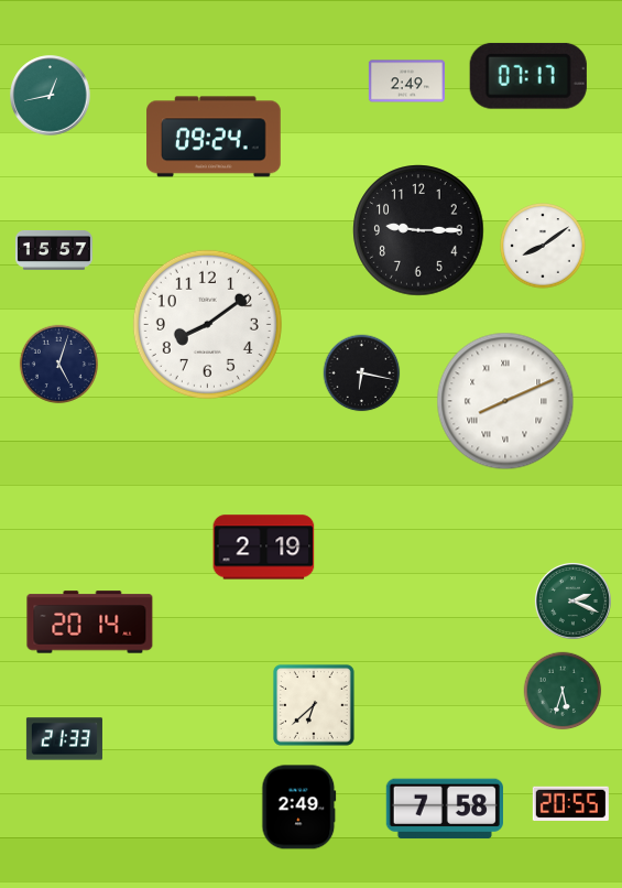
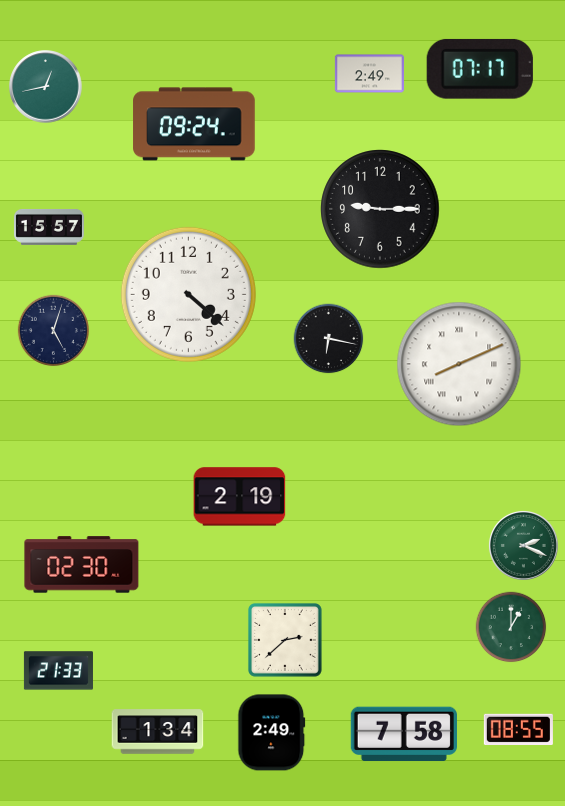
clock at (543, 246): 8:09 -> none
clock at (207, 324): 8:09 -> 4:22
clock at (572, 600) position: (572, 600) -> (523, 545)
clock at (90, 622): 20:14 -> 02:30
clock at (563, 691): 5:33 -> 1:00
clock at (314, 705): 6:38 -> 2:38
clock at (570, 803): 20:55 -> 08:55
clock at (158, 732): none -> 1:34
